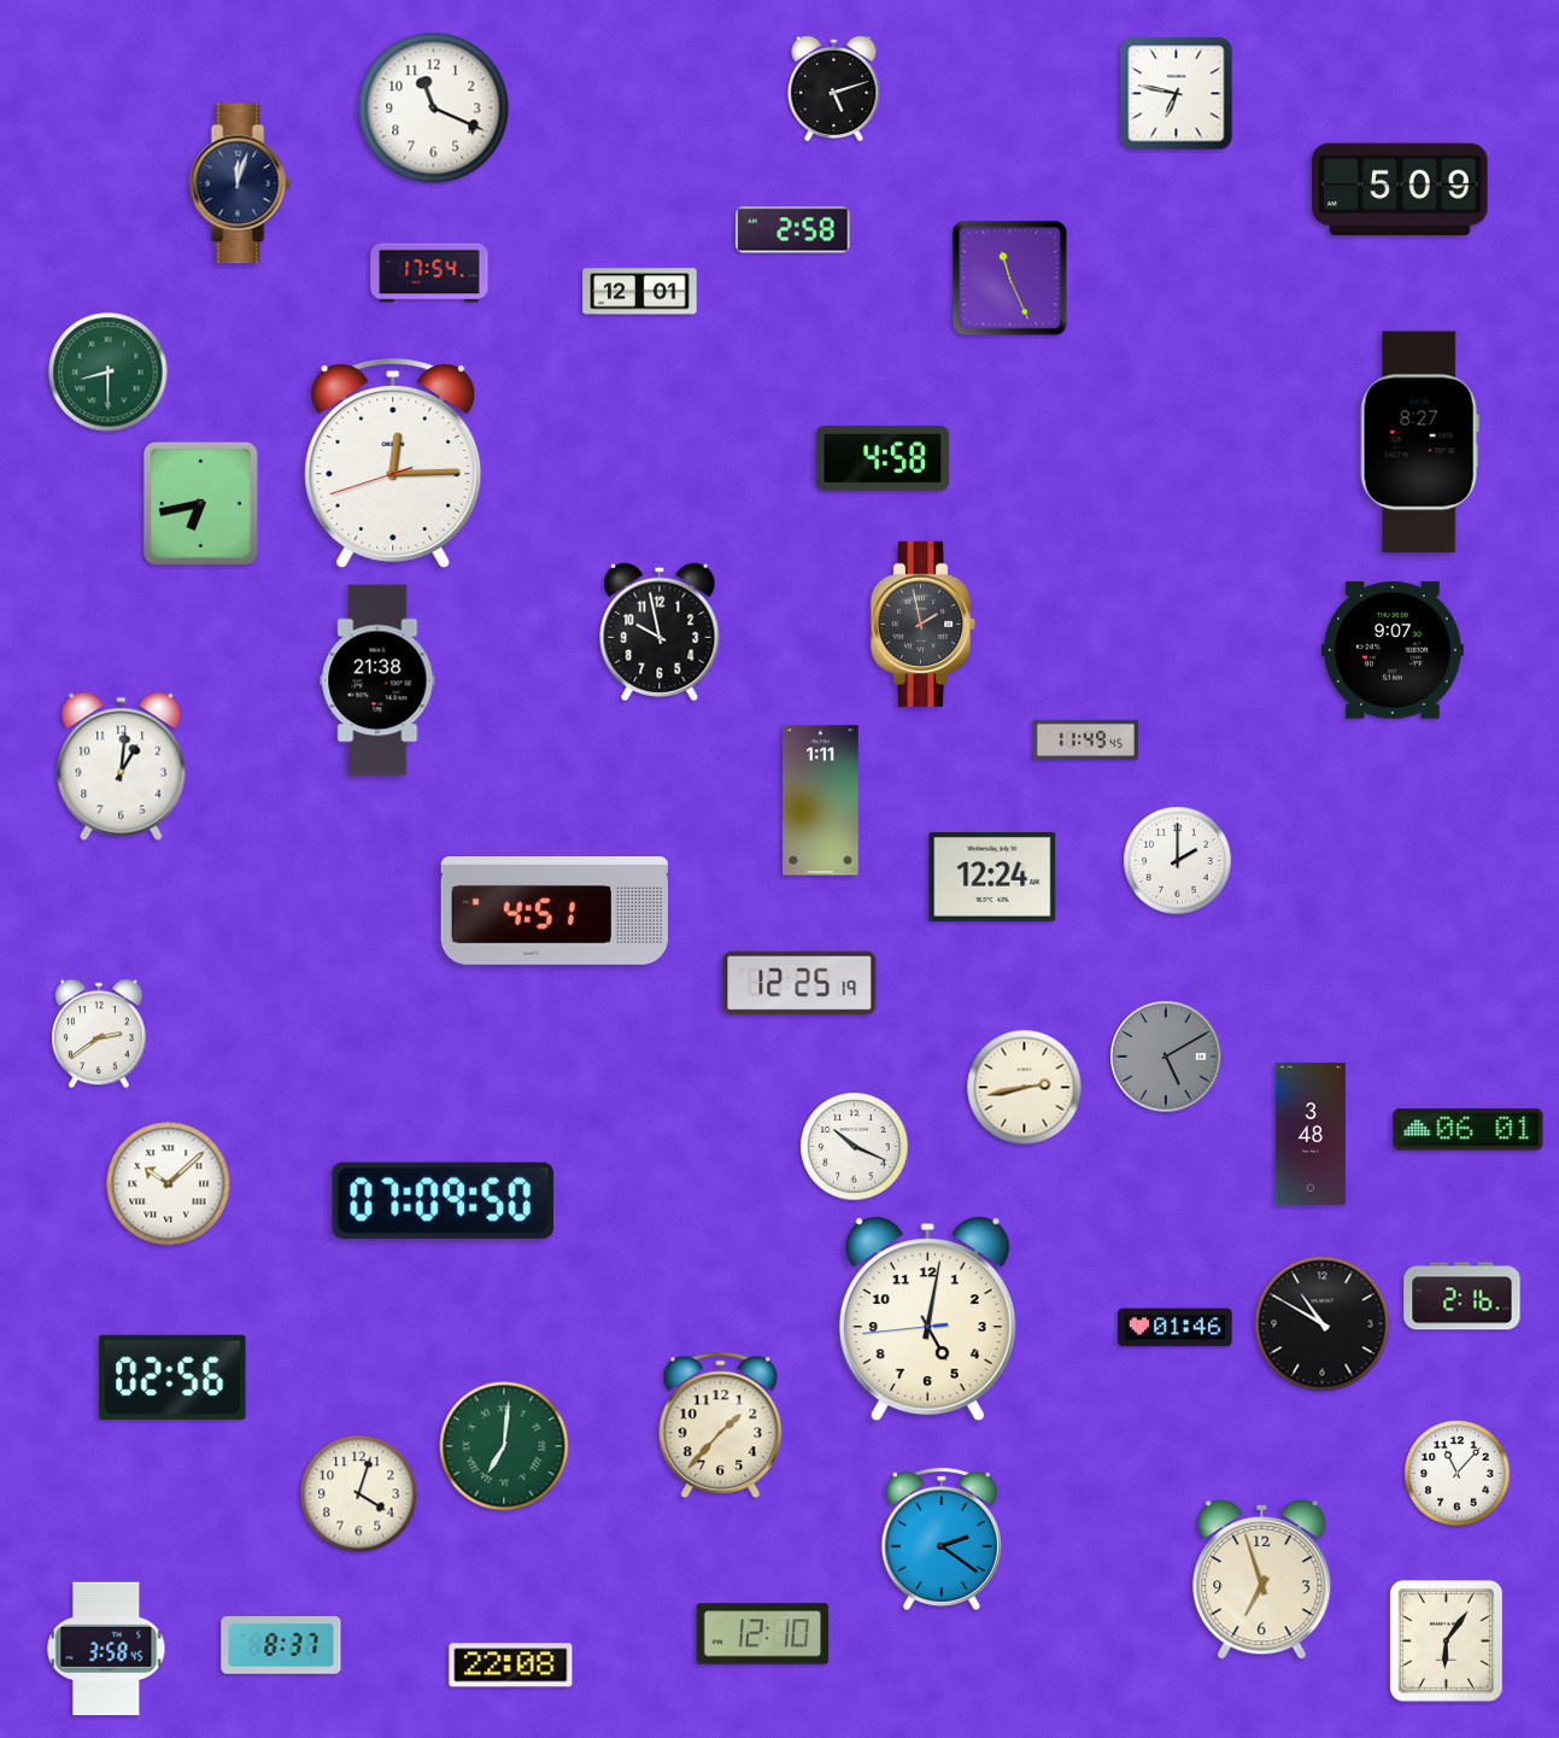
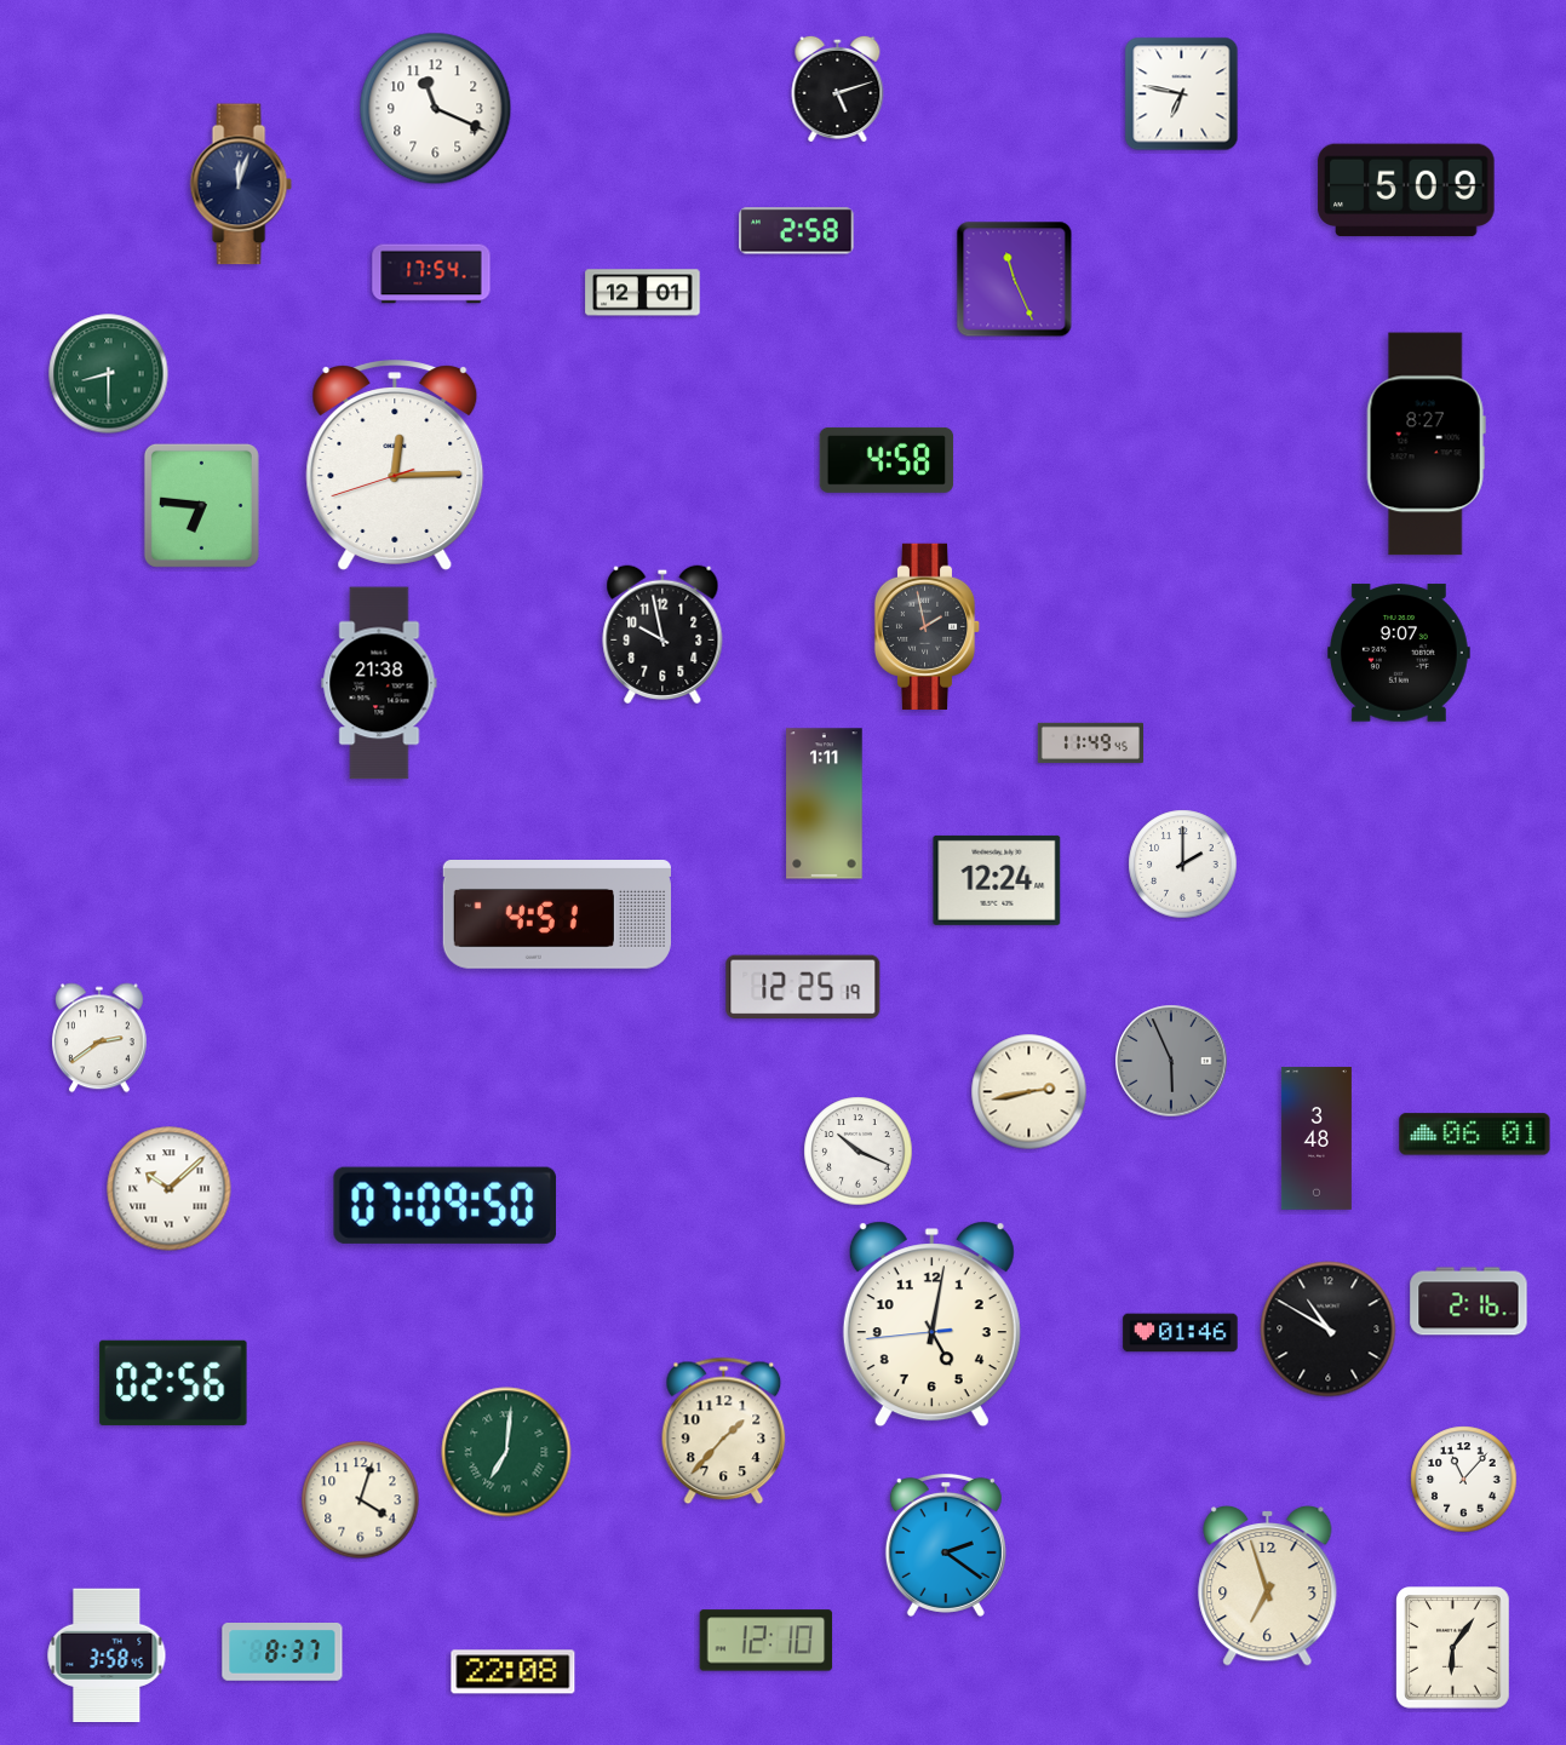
clock at (200, 503): 6:43 -> 6:46
clock at (122, 766): 1:01 -> none
clock at (1166, 1057): 5:10 -> 5:56
